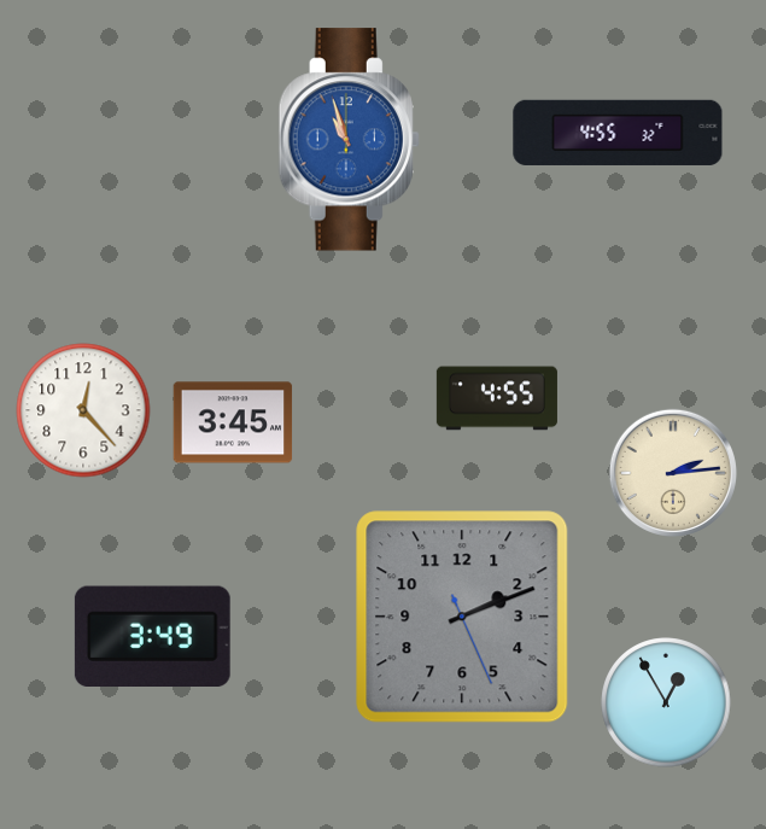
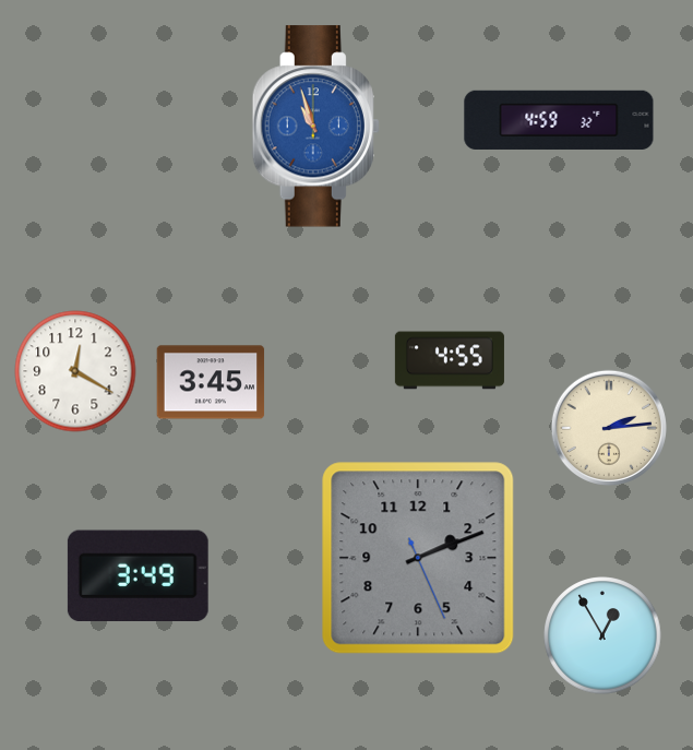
clock at (618, 133): 4:55 -> 4:59
clock at (83, 410): 12:23 -> 12:20
